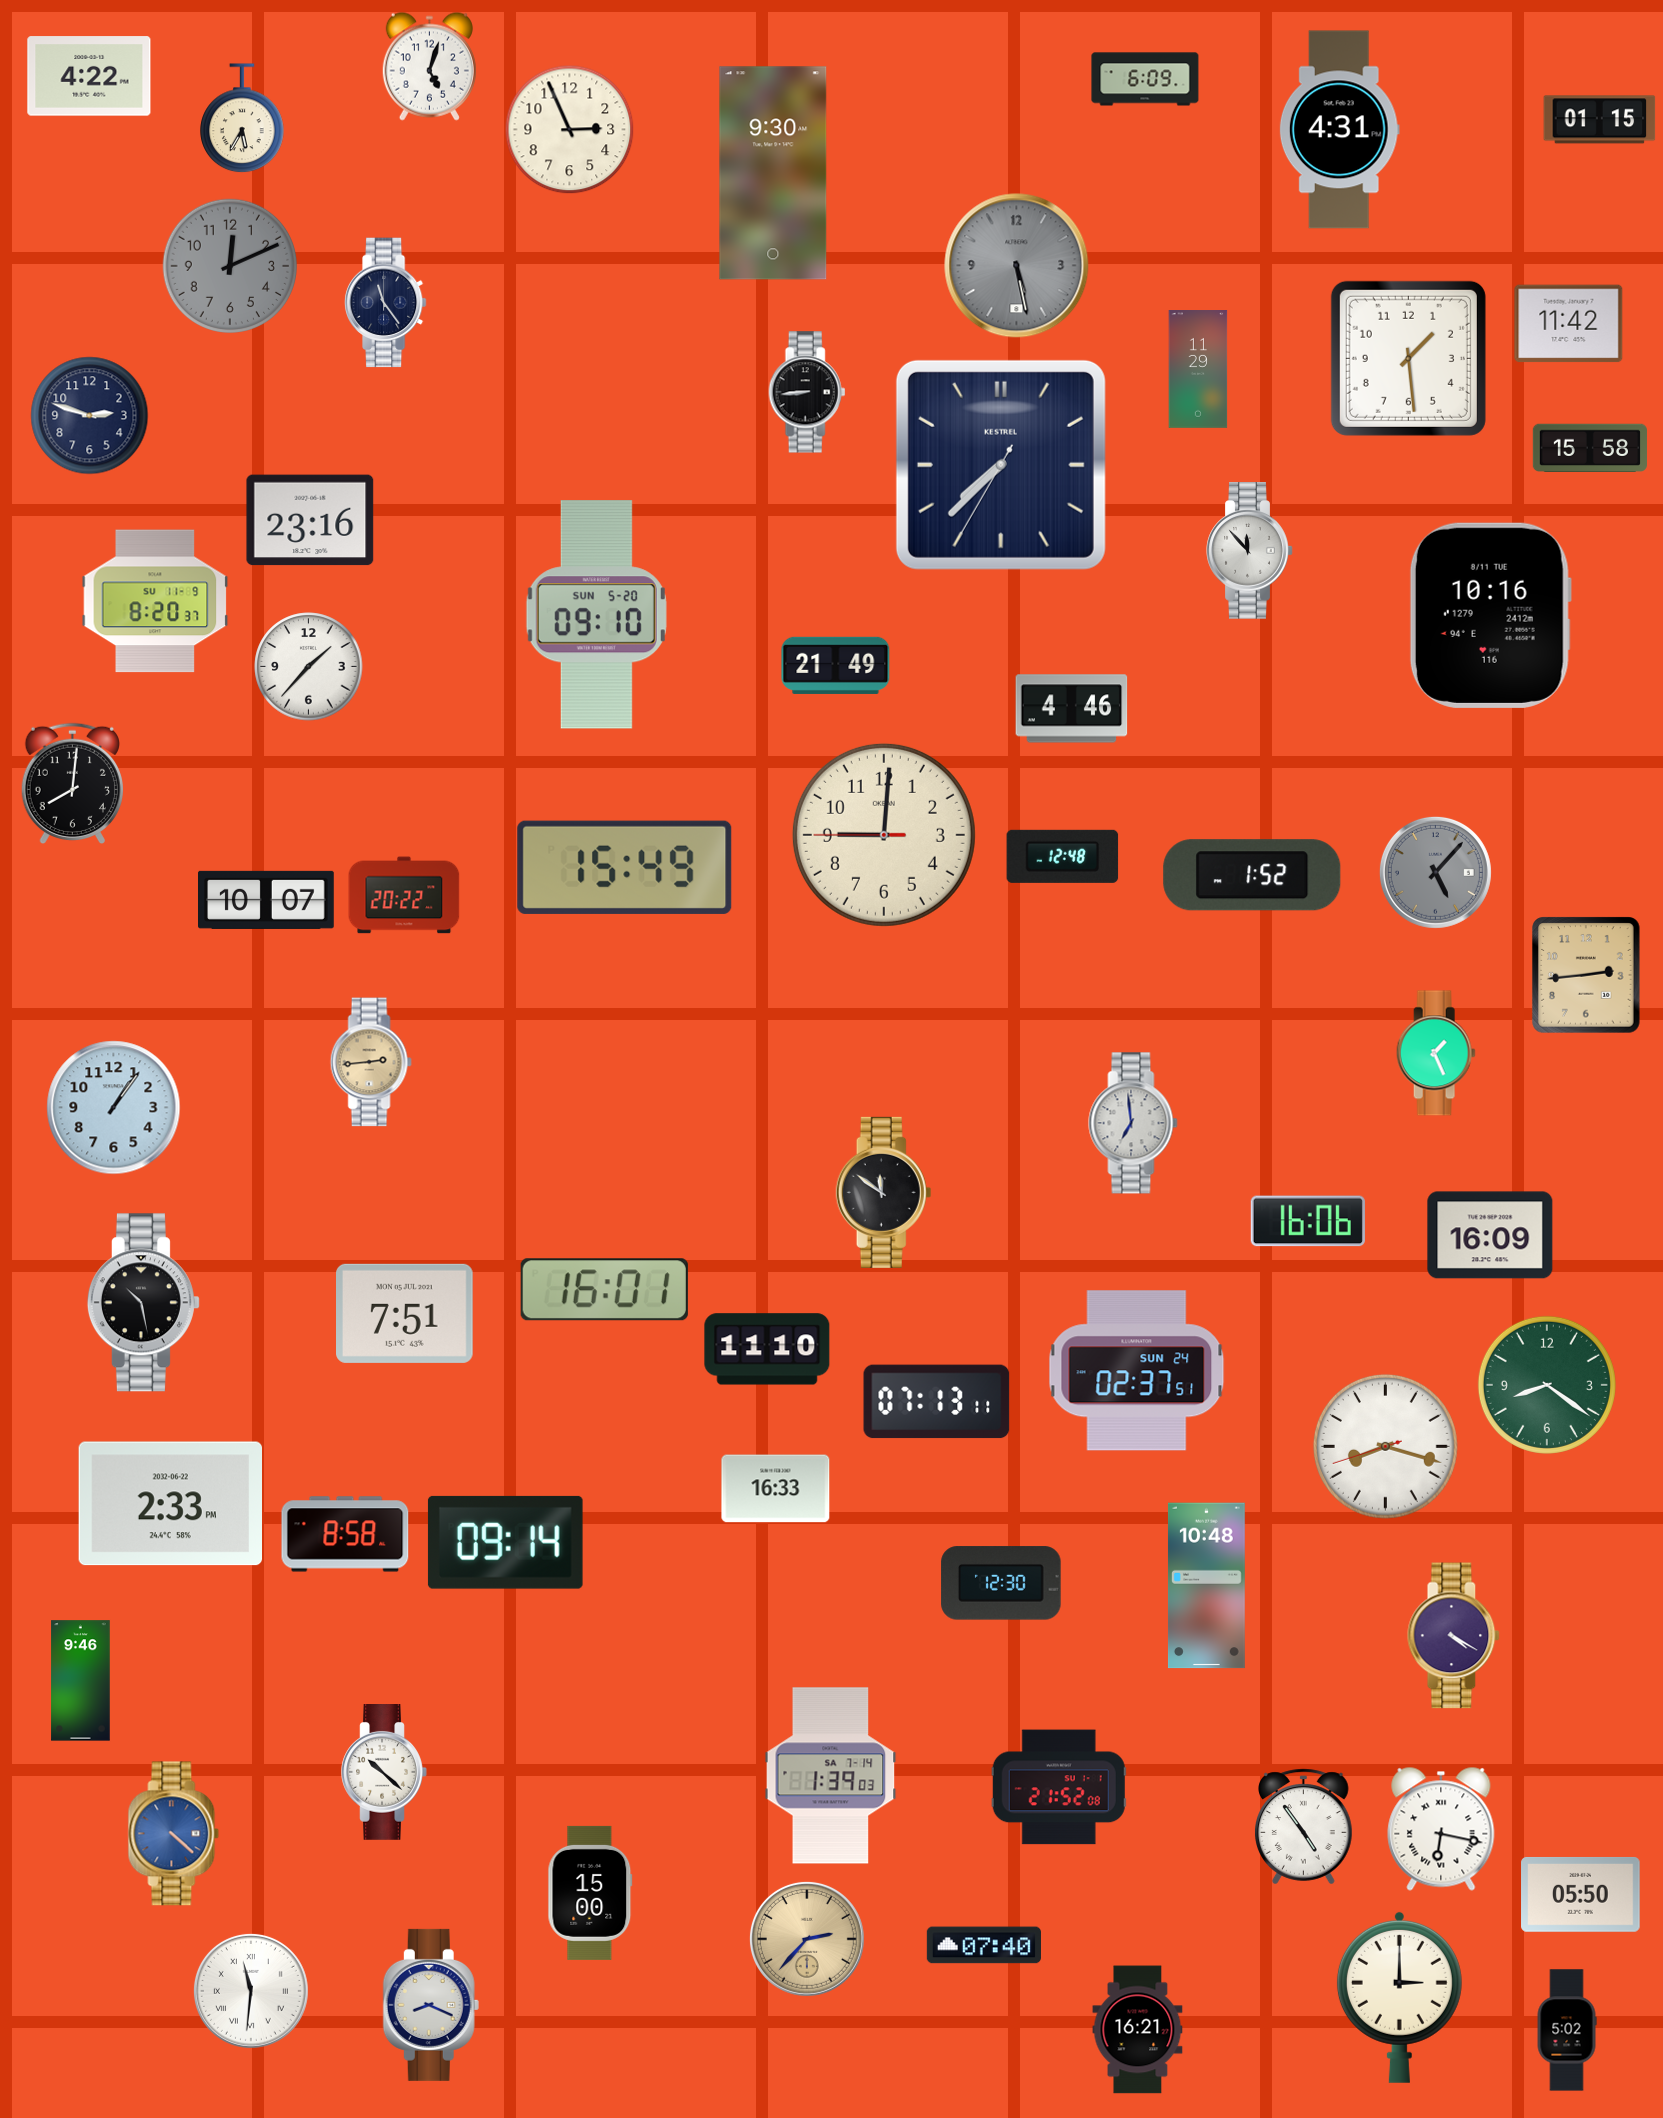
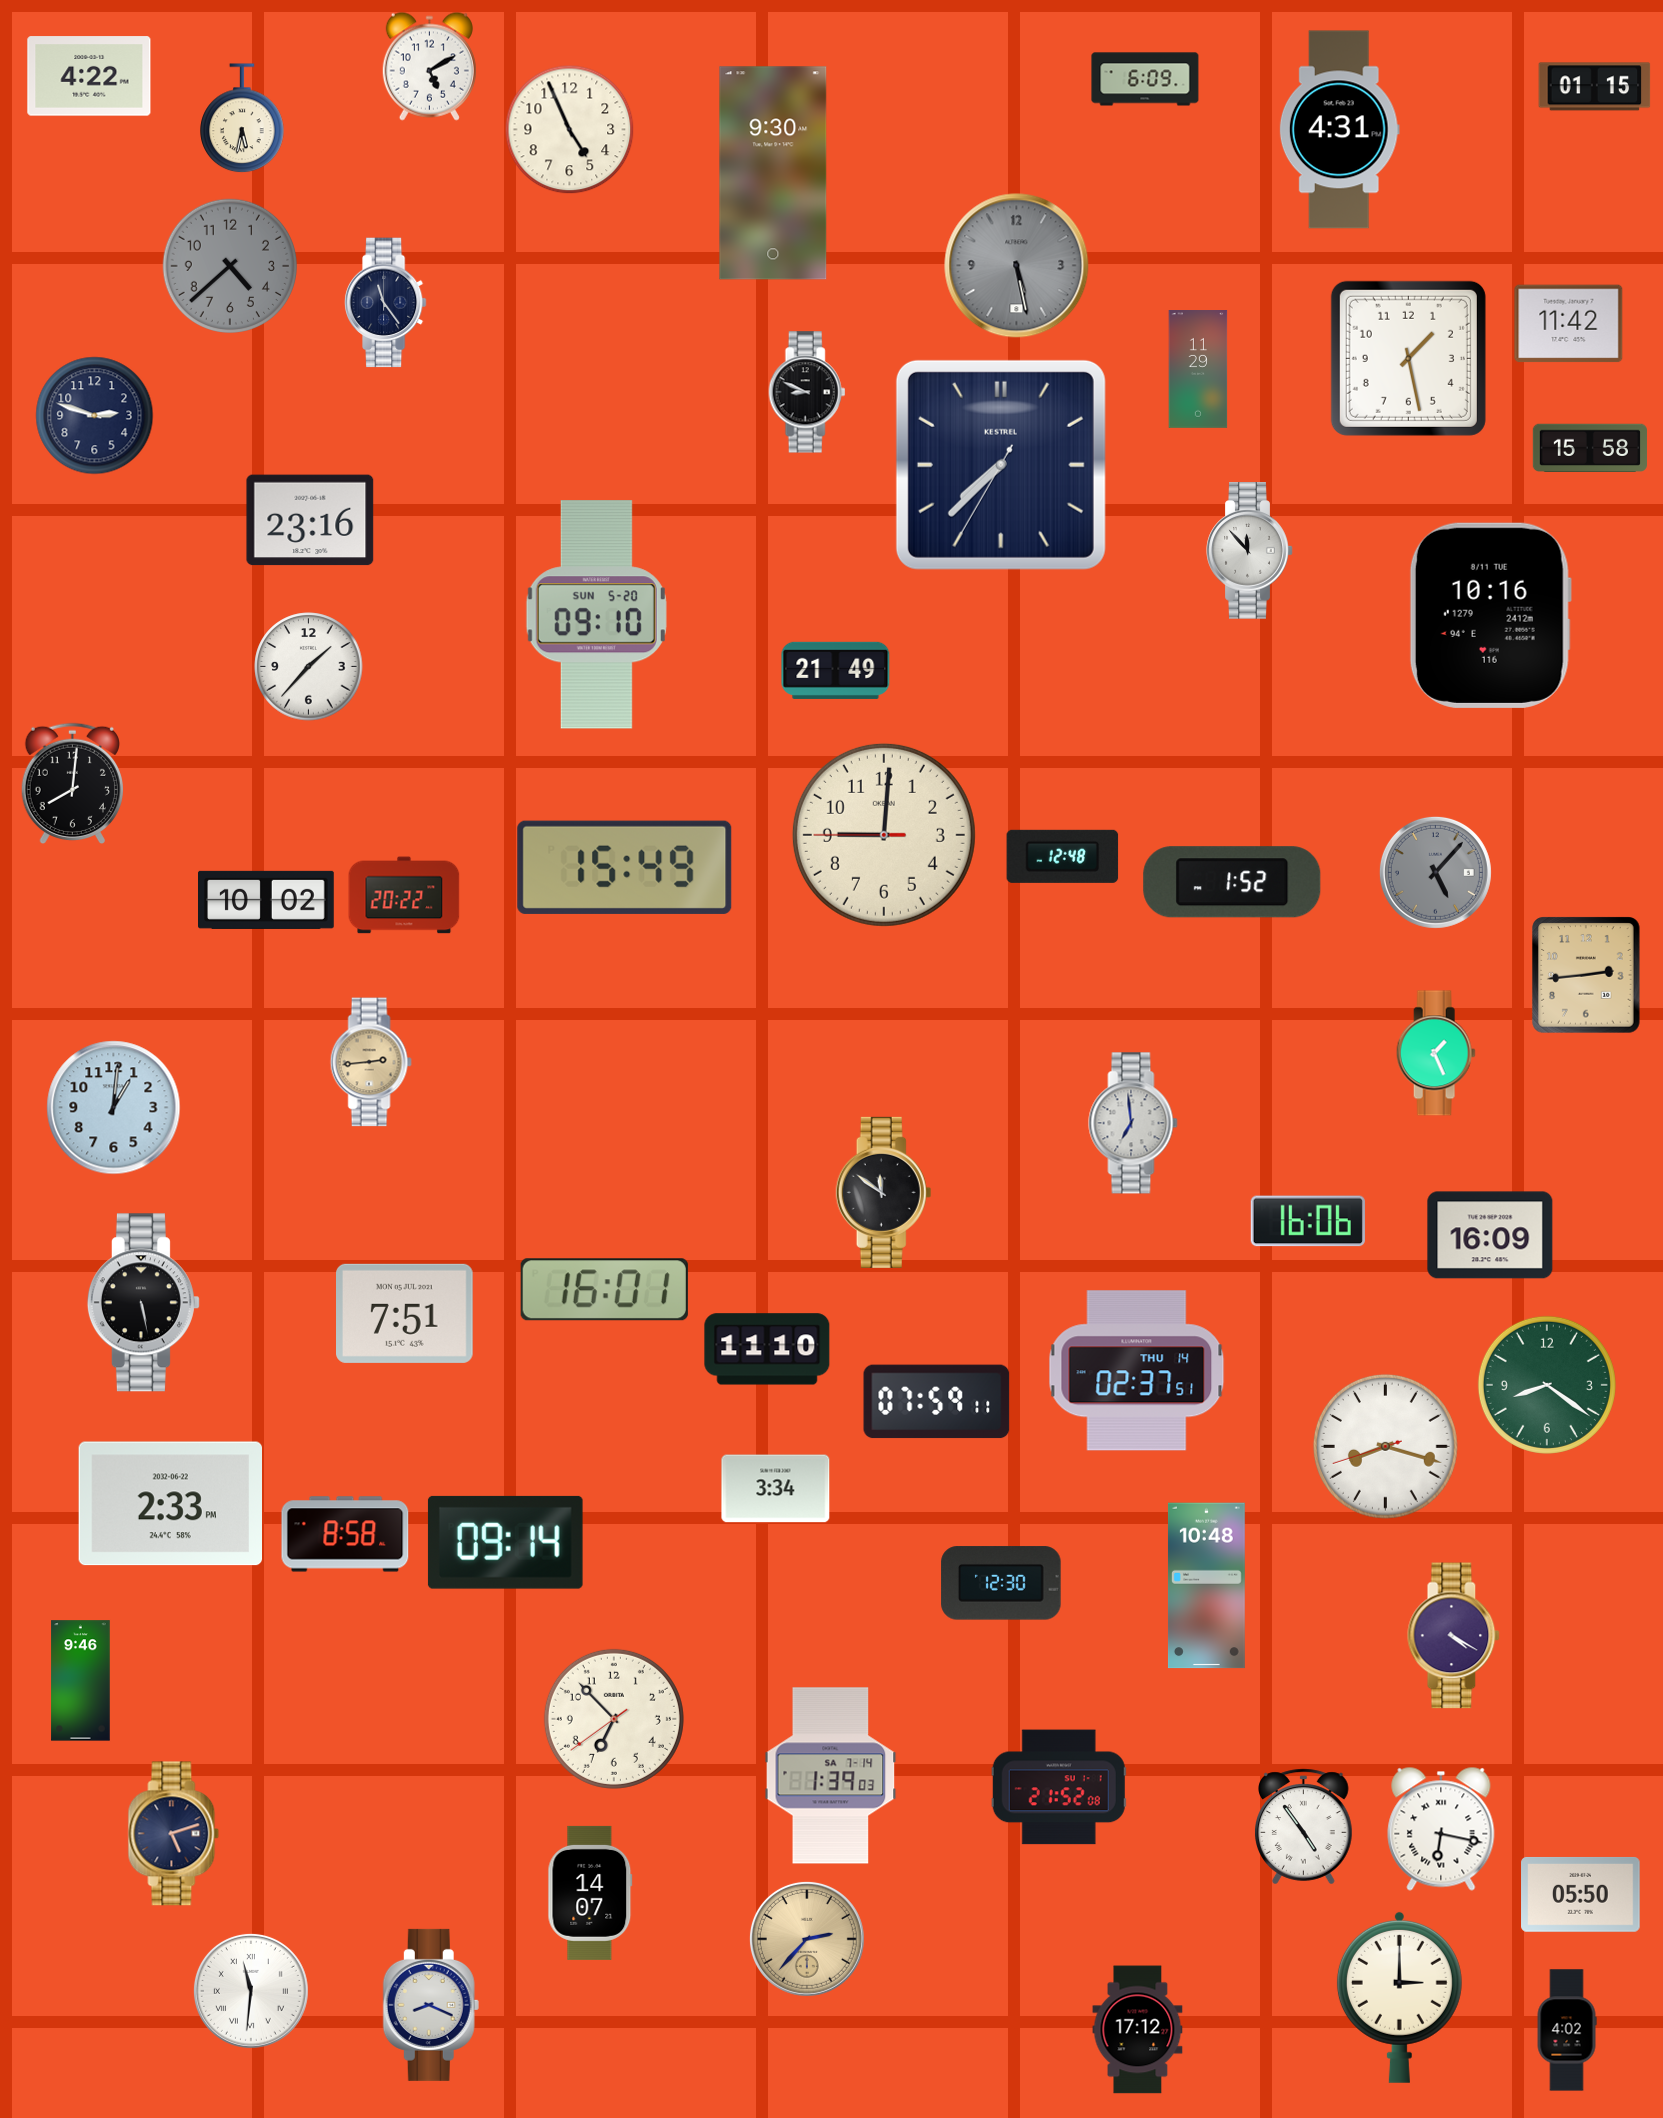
clock at (429, 66): 5:03 -> 5:10
clock at (242, 119): 5:35 -> 5:32
clock at (1600, 120) position: (1600, 120) -> (1595, 87)
clock at (570, 130): 2:56 -> 4:56
clock at (229, 265): 12:11 -> 4:38
clock at (1408, 358): 1:29 -> 1:28
clock at (807, 392): 8:44 -> 8:49
clock at (90, 416) position: (90, 416) -> (95, 416)
clock at (155, 601): 8:20 -> none
clock at (836, 665) position: (836, 665) -> (836, 670)
clock at (1072, 709): 4:46 -> none
clock at (1252, 875) position: (1252, 875) -> (1232, 882)
clock at (267, 900): 10:07 -> 10:02
clock at (114, 1108): 1:06 -> 1:01
clock at (143, 1303): 10:28 -> 5:28
clock at (1137, 1371) date: SUN 24 -> THU 14
clock at (937, 1402): 07:13 -> 07:59
clock at (776, 1489): 16:33 -> 3:34
clock at (614, 1719): none -> 6:52
clock at (384, 1773): 10:22 -> none
clock at (174, 1834): 4:22 -> 5:12
clock at (174, 1834) dial: blue -> navy
clock at (590, 1893): 15:00 -> 14:07
clock at (984, 1945): 07:40 -> none
clock at (1138, 2030): 16:21 -> 17:12
clock at (1567, 2030): 5:02 -> 4:02
